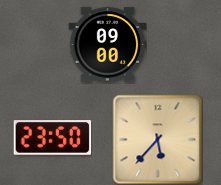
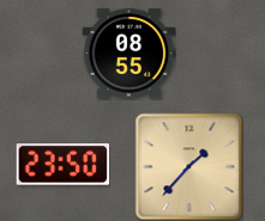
clock at (107, 45): 09:00 -> 08:55
clock at (157, 139): 5:37 -> 1:37
